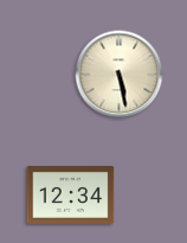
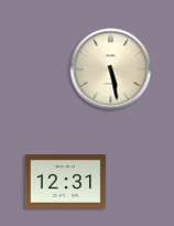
clock at (71, 196): 12:34 -> 12:31
